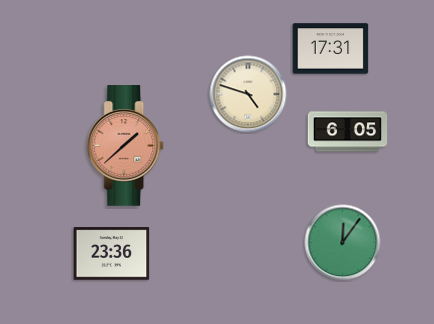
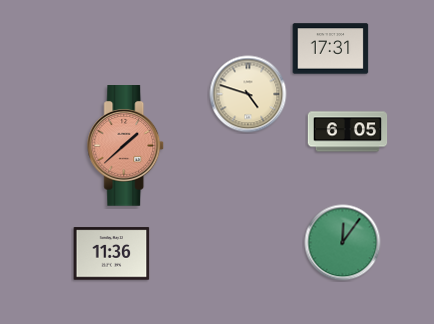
clock at (112, 254): 23:36 -> 11:36
